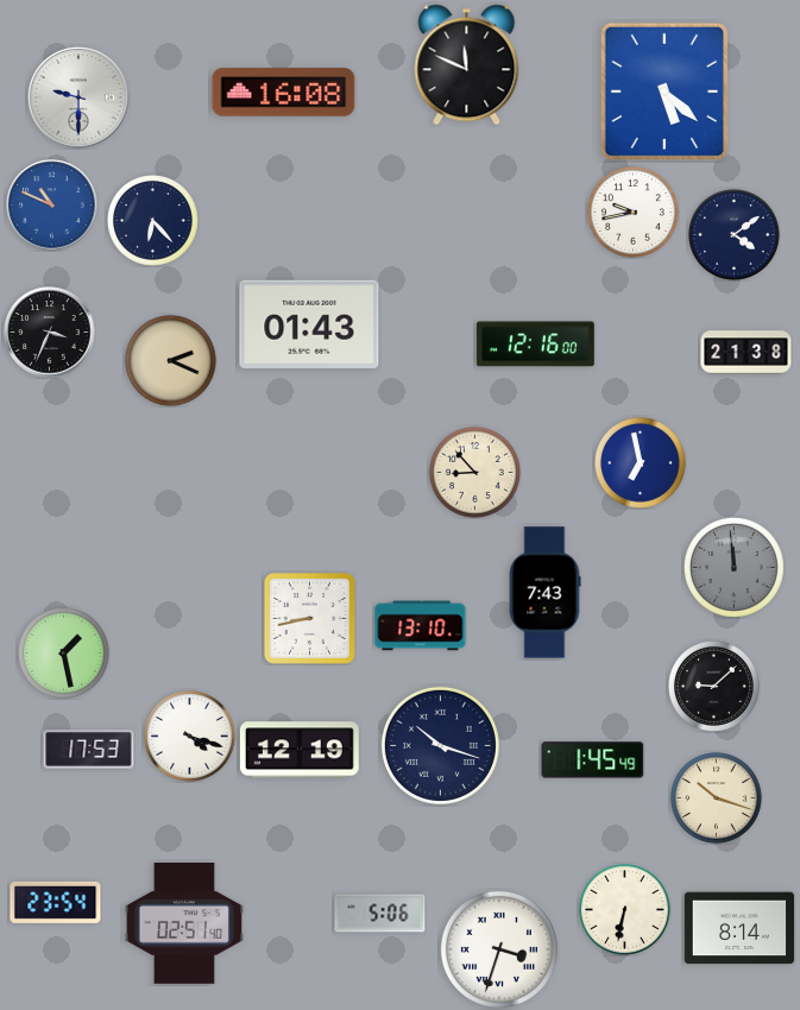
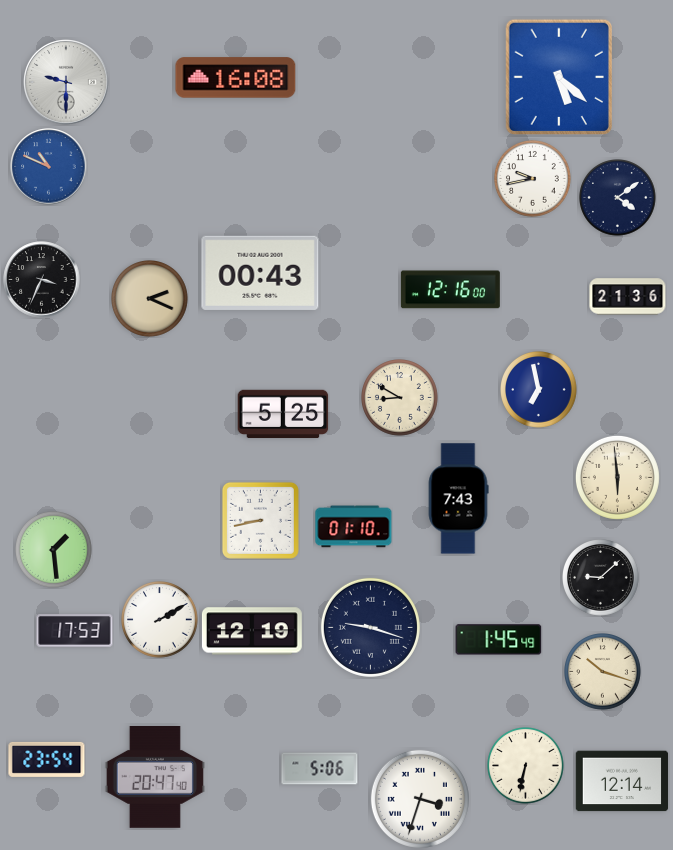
clock at (467, 65): 11:49 -> none
clock at (284, 93) position: (284, 93) -> (236, 78)
clock at (52, 206) position: (52, 206) -> (49, 167)
clock at (153, 221): 6:23 -> none
clock at (309, 324): 01:43 -> 00:43
clock at (747, 353): 21:38 -> 21:36
clock at (171, 361) position: (171, 361) -> (150, 299)
clock at (475, 473): 8:53 -> 8:50
clock at (283, 414): none -> 5:25
clock at (733, 567): 11:59 -> 5:59
clock at (733, 567) dial: grey -> cream
clock at (421, 626): 13:10 -> 01:10
clock at (64, 654): 1:28 -> 1:29
clock at (190, 737): 4:18 -> 2:10
clock at (440, 745): 10:18 -> 9:18
clock at (184, 924): 02:51 -> 20:47
clock at (739, 928): 8:14 -> 12:14
